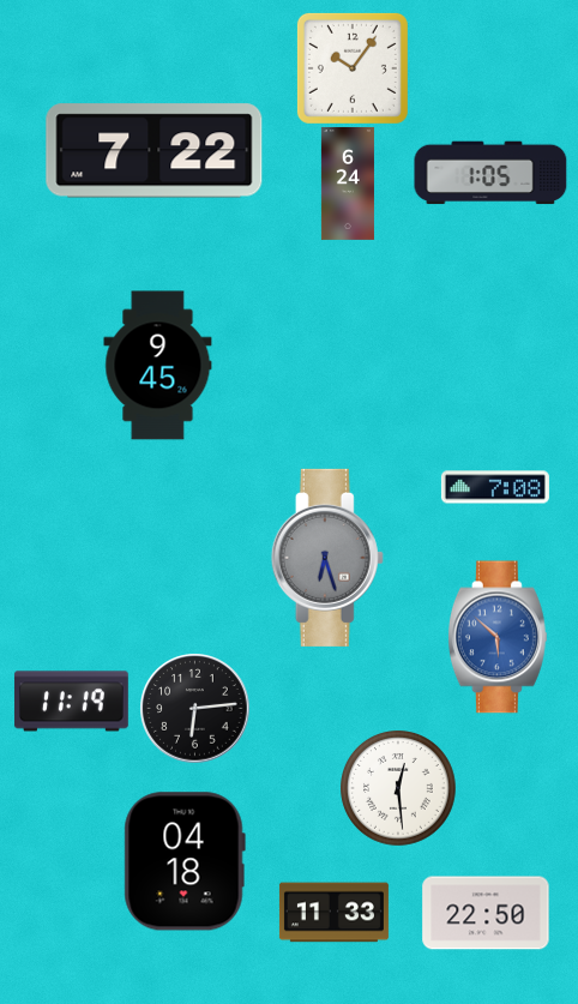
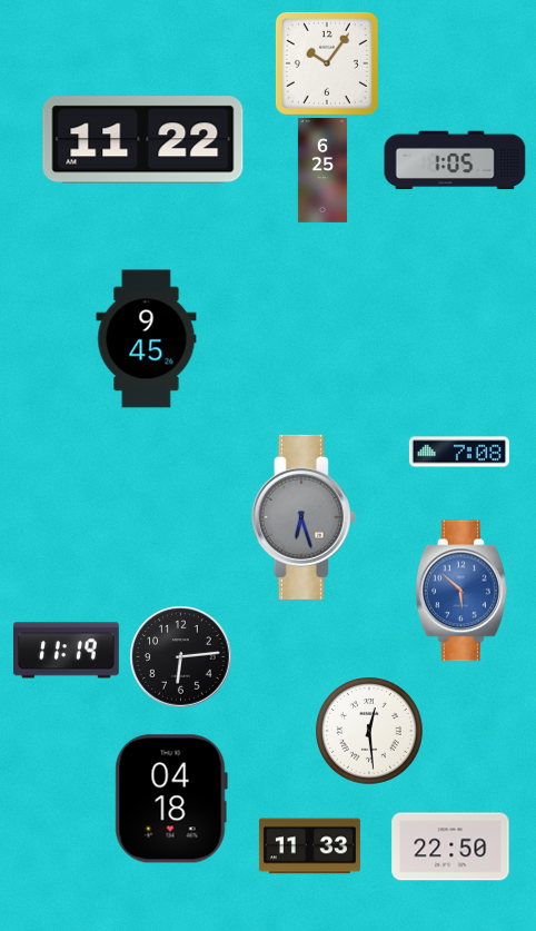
clock at (155, 151): 7:22 -> 11:22
clock at (348, 185): 6:24 -> 6:25
